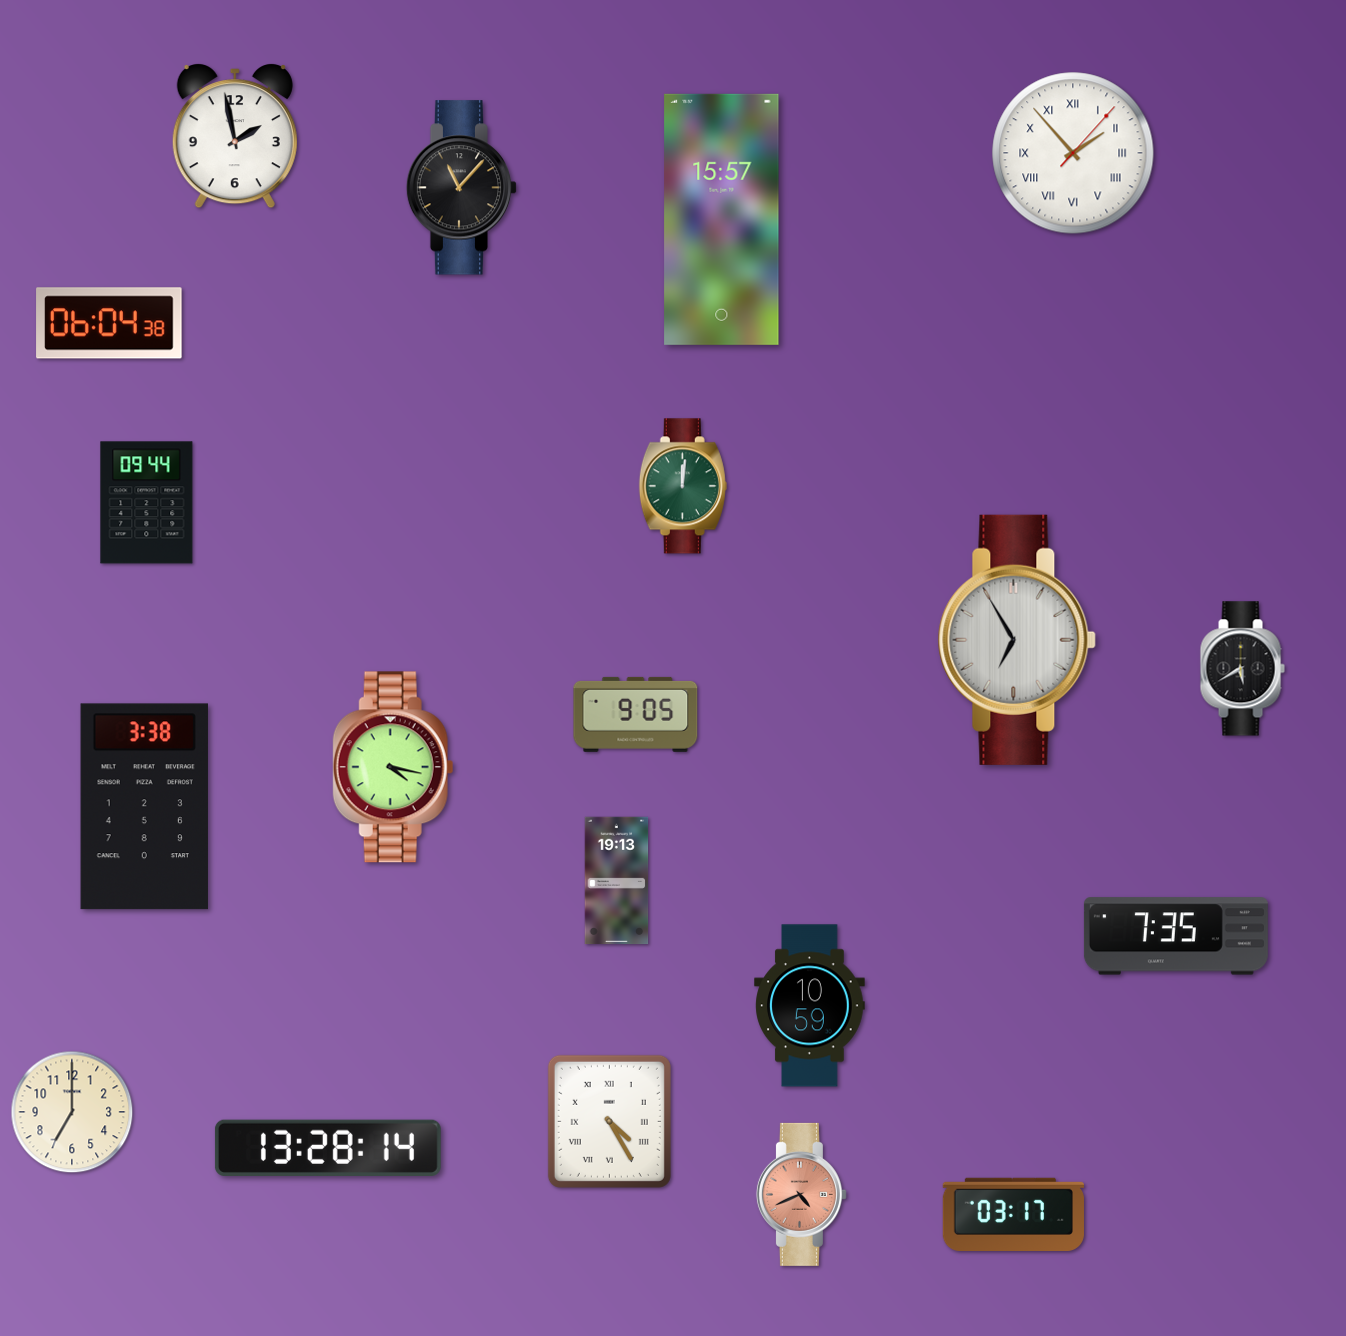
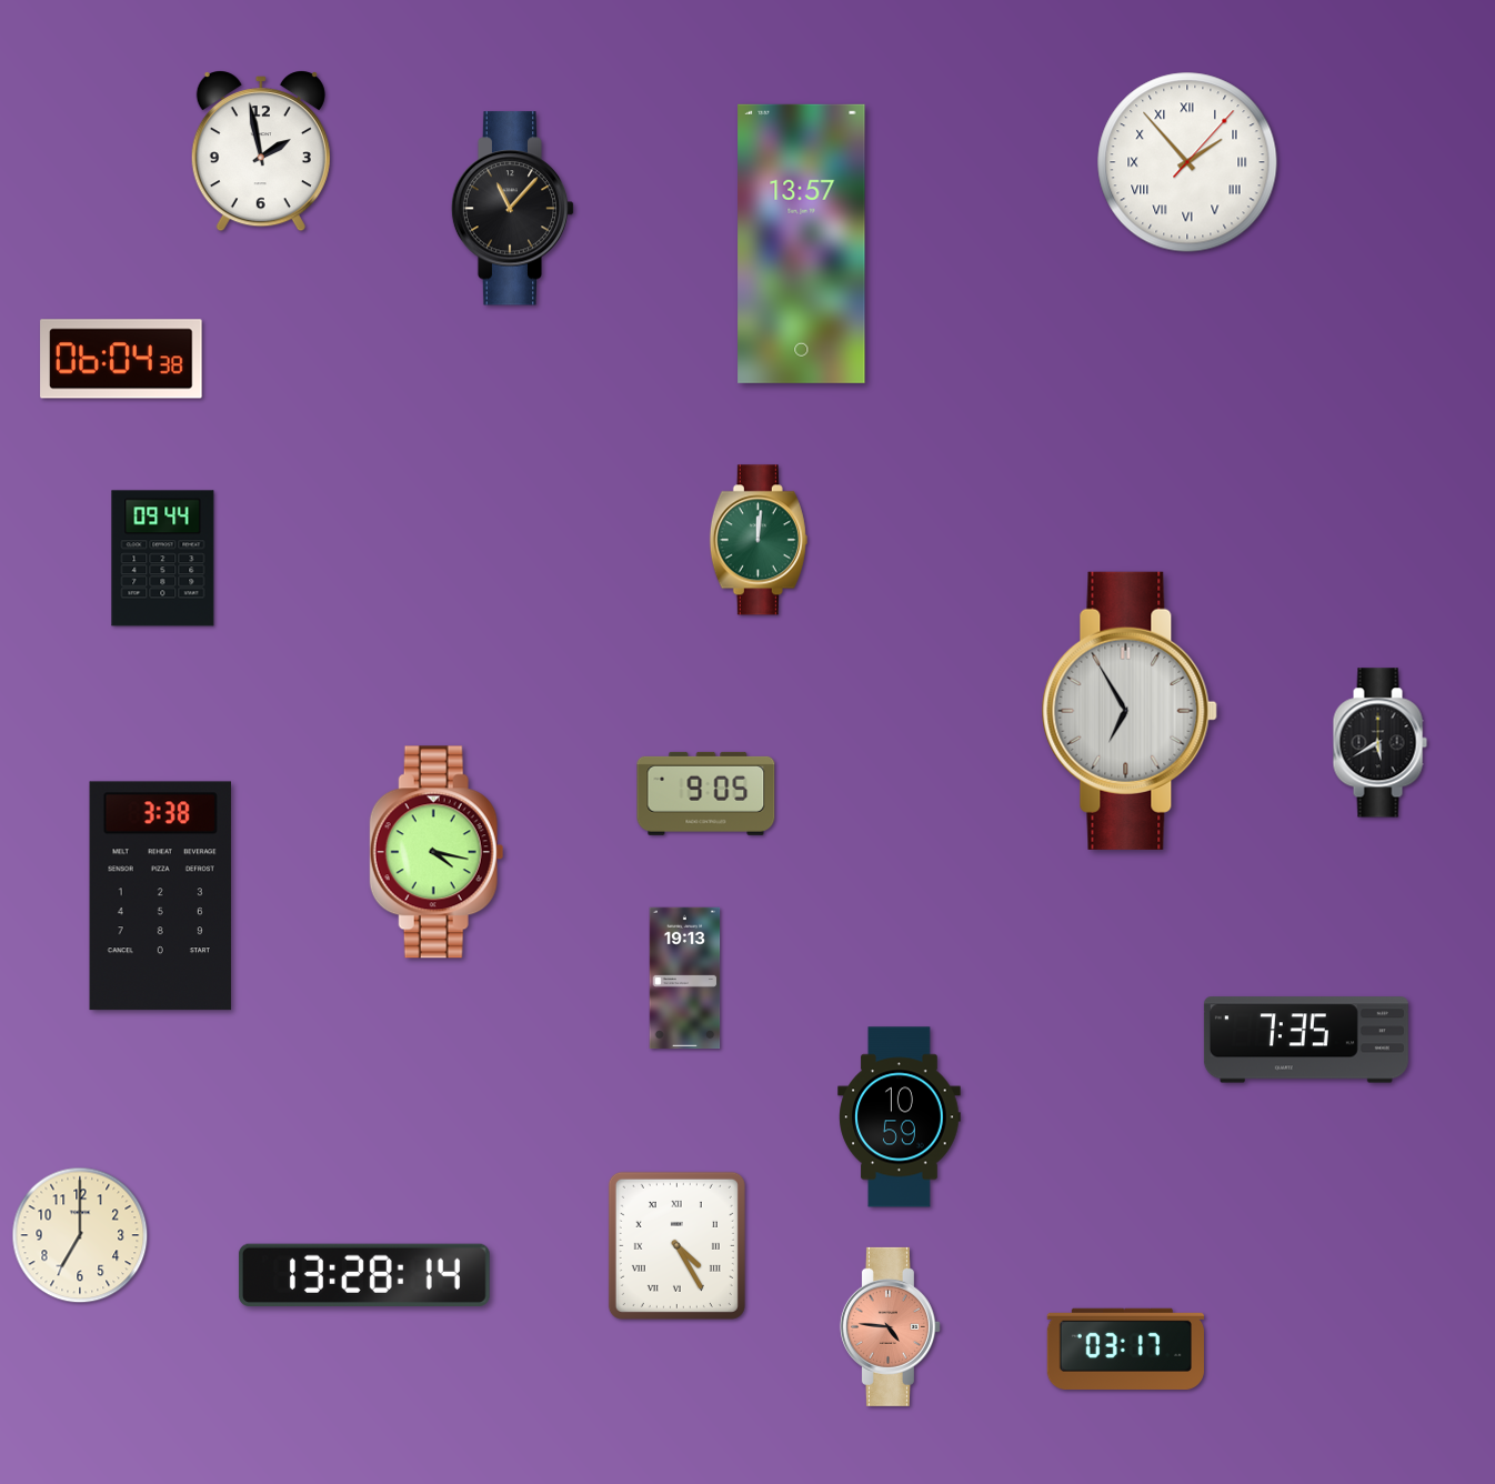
clock at (1073, 153) position: (1073, 153) -> (1187, 162)
clock at (722, 219): 15:57 -> 13:57
clock at (801, 1194): 4:41 -> 4:46
